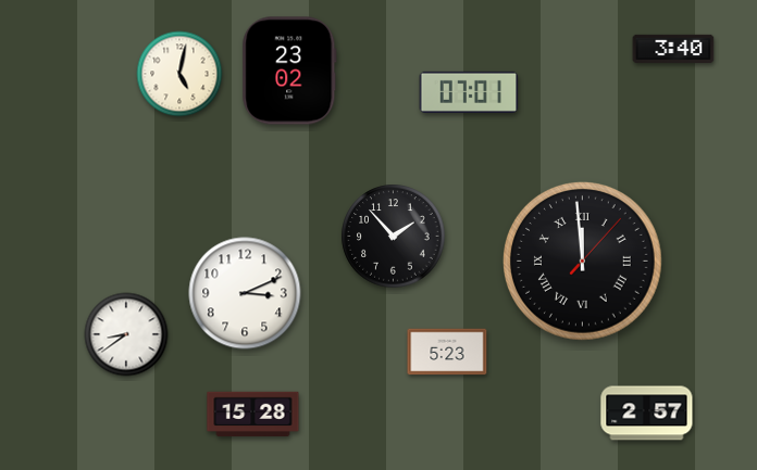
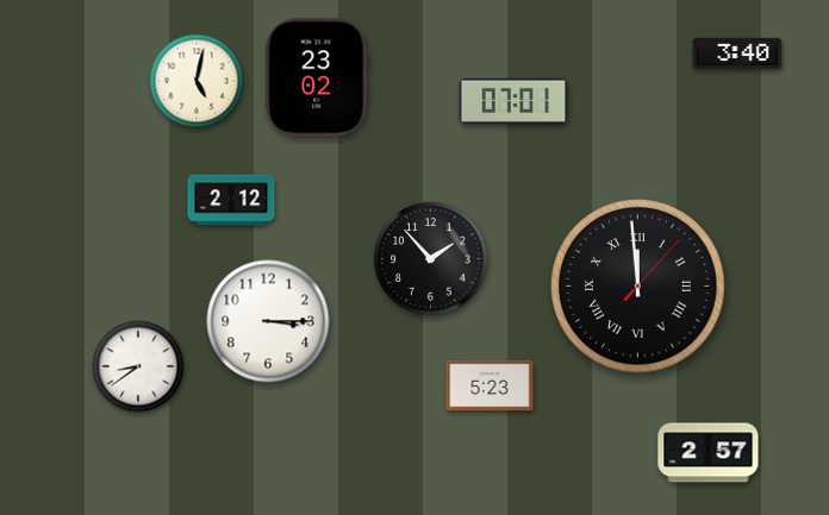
clock at (231, 200): none -> 2:12
clock at (245, 293): 3:11 -> 3:15
clock at (253, 415): 15:28 -> none
